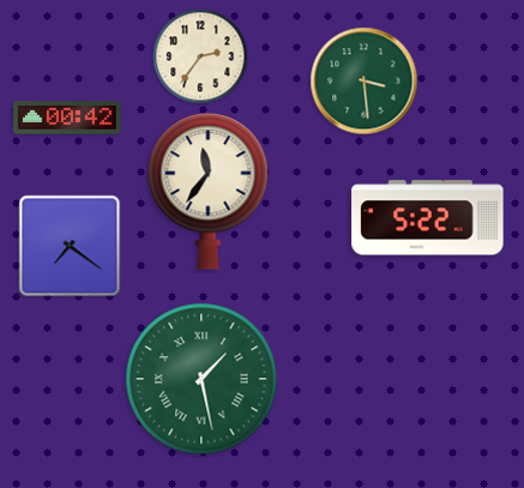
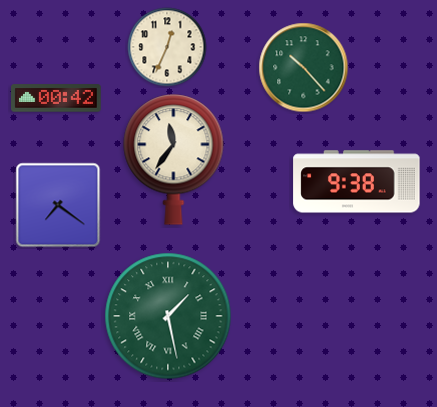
clock at (200, 56): 2:36 -> 12:34
clock at (365, 82): 3:29 -> 10:23
clock at (428, 218): 5:22 -> 9:38
